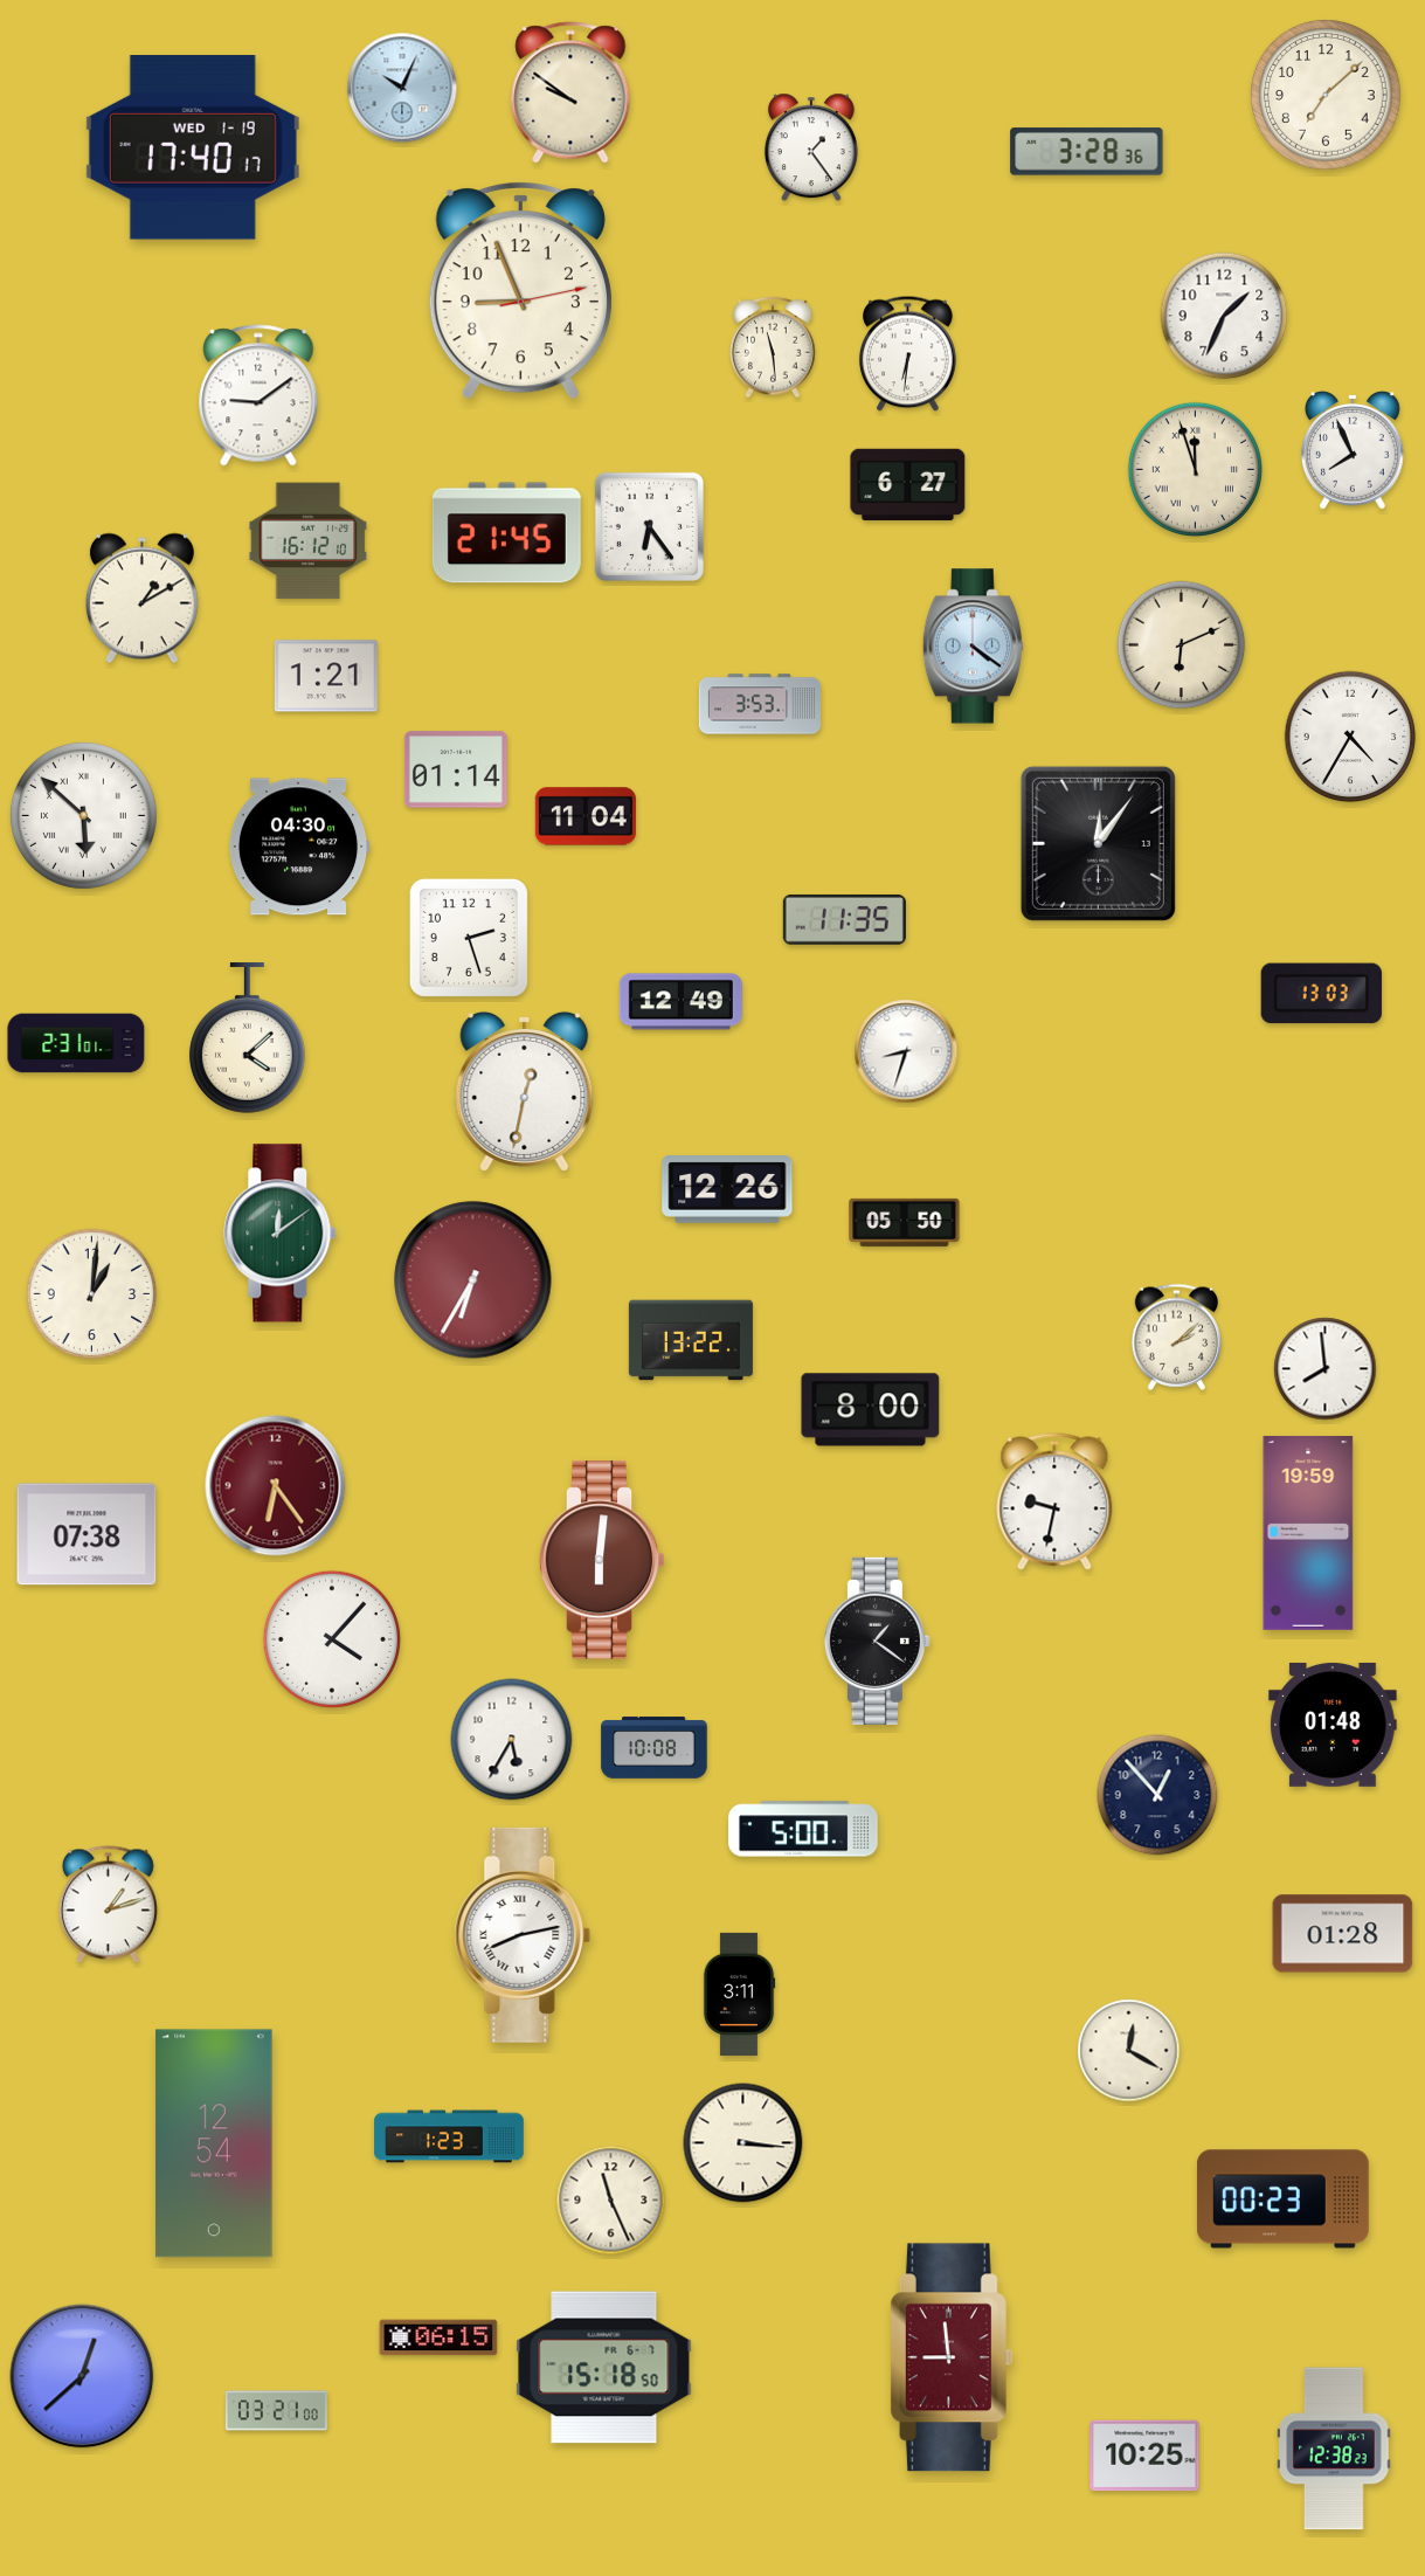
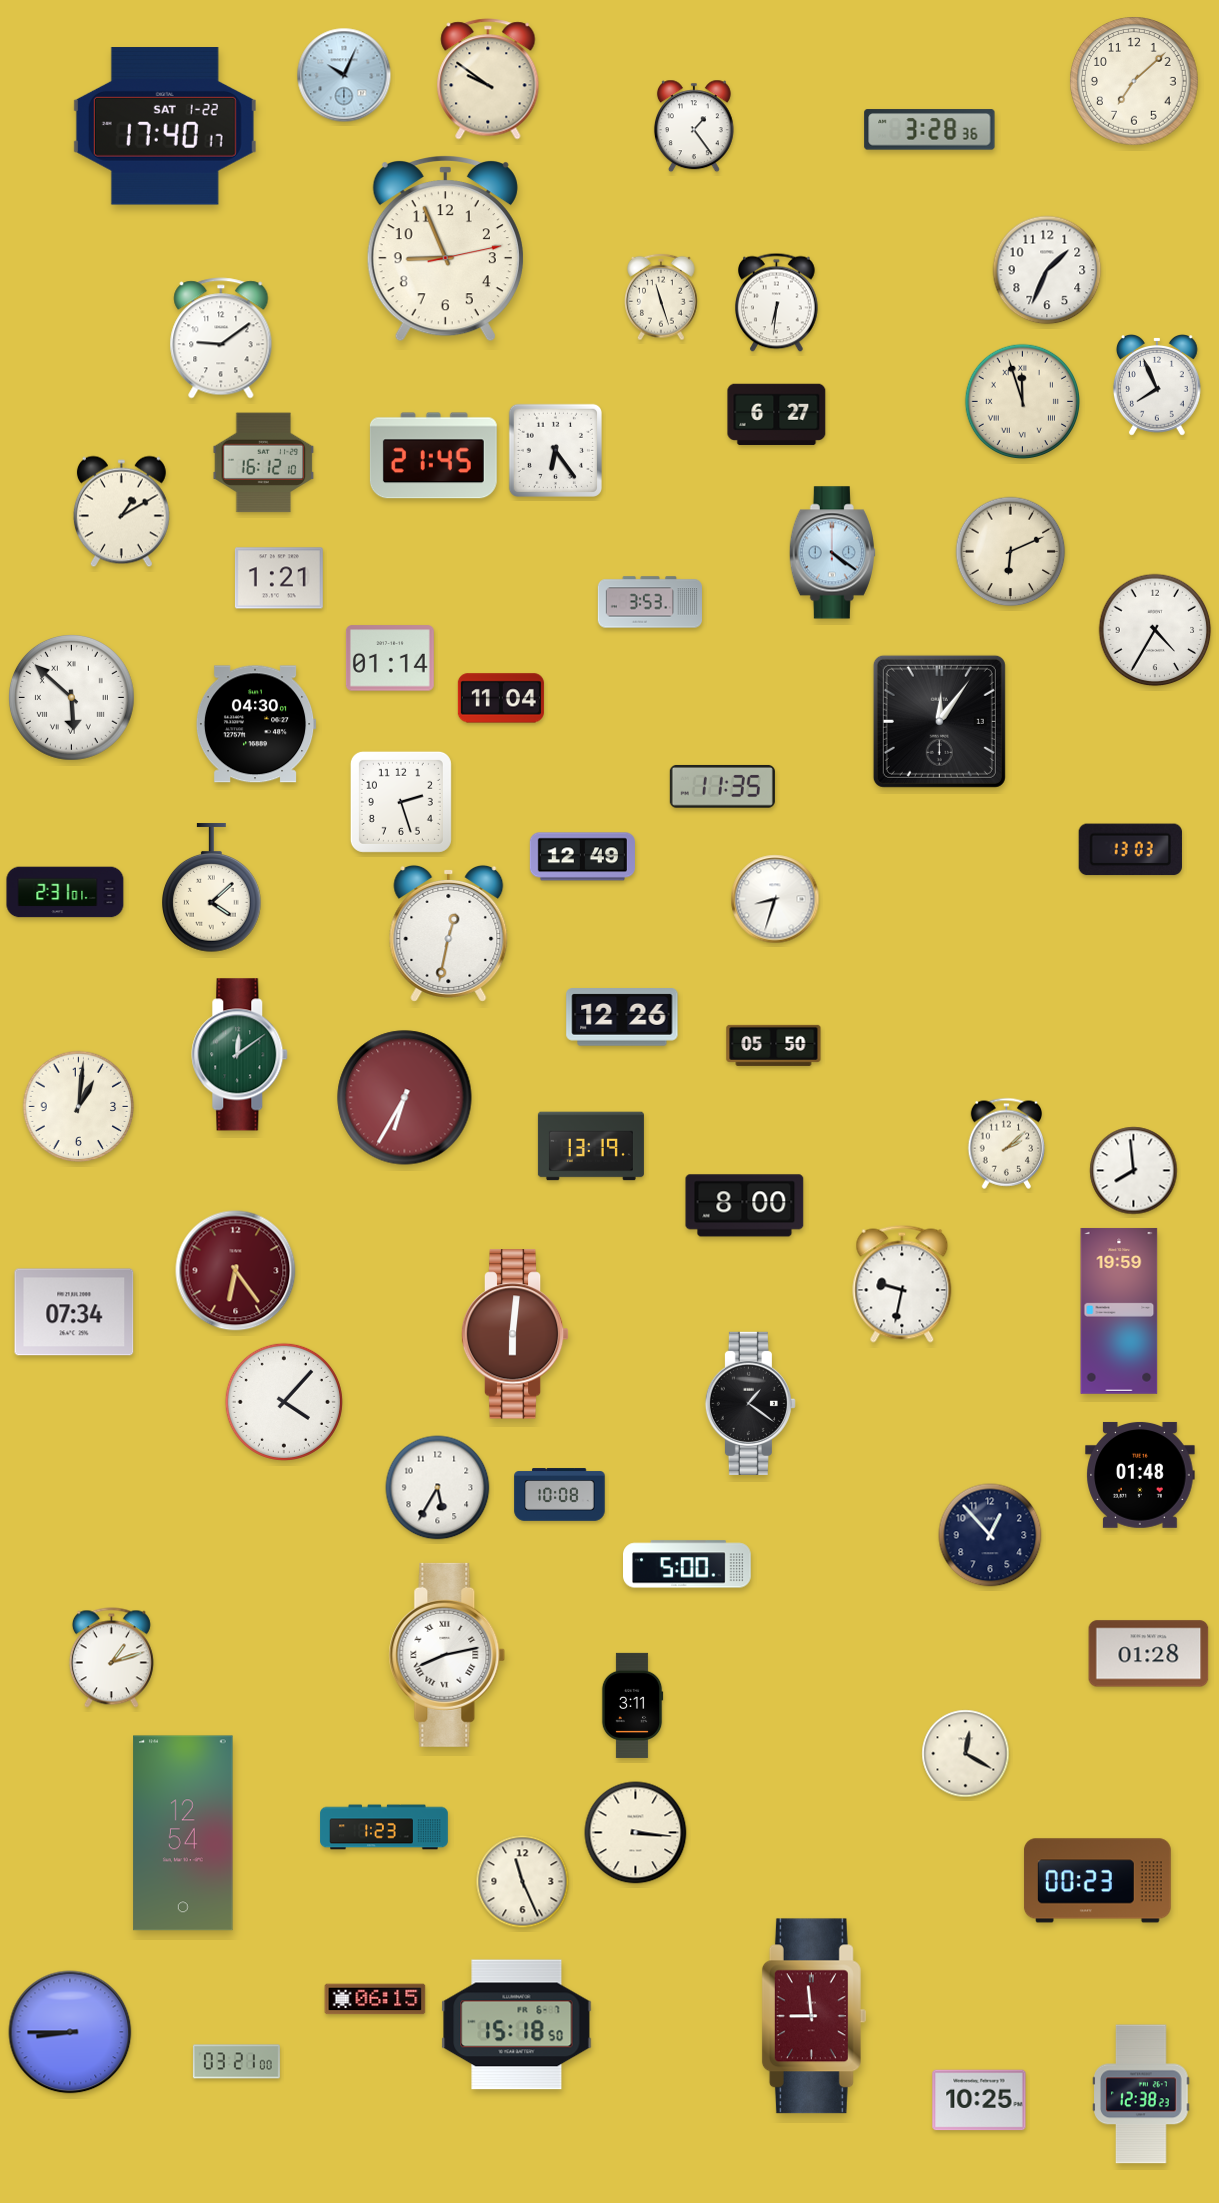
clock at (193, 147) date: WED 1-19 -> SAT 1-22
clock at (773, 347): 11:29 -> 11:27
clock at (473, 1280) position: (473, 1280) -> (405, 1098)
clock at (691, 1340): 13:22 -> 13:19
clock at (87, 1534): 07:38 -> 07:34
clock at (108, 1905) position: (108, 1905) -> (111, 1658)
clock at (82, 2376): 12:38 -> 8:45
